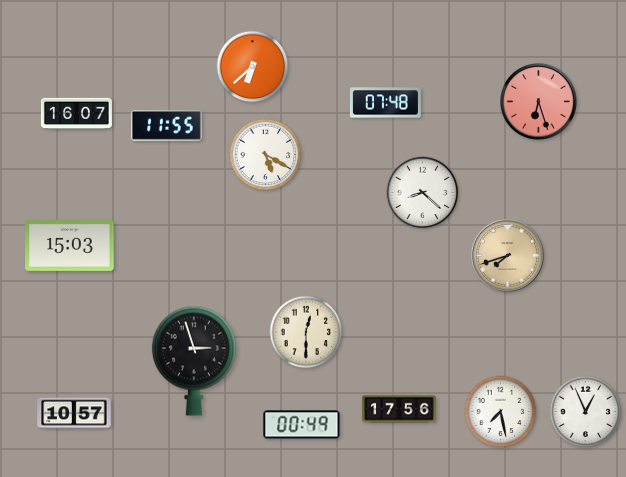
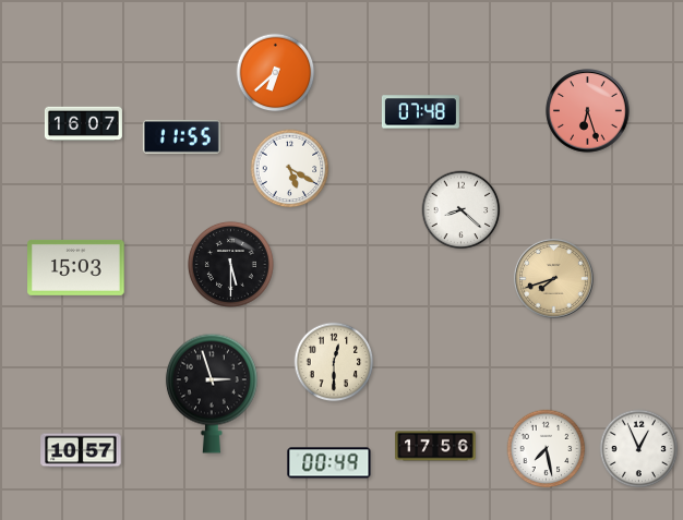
clock at (230, 264): none -> 5:30
